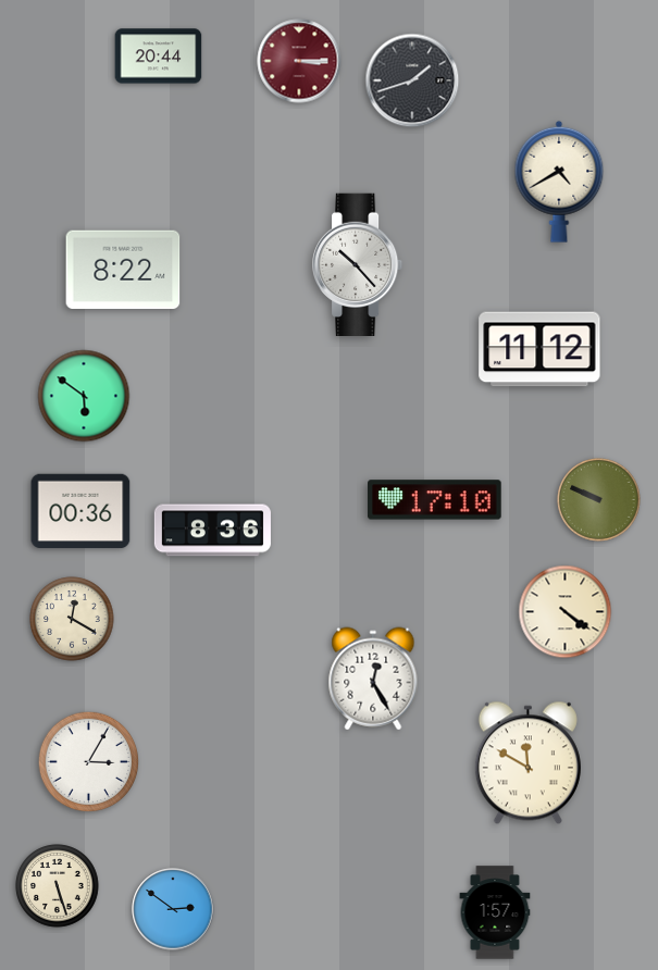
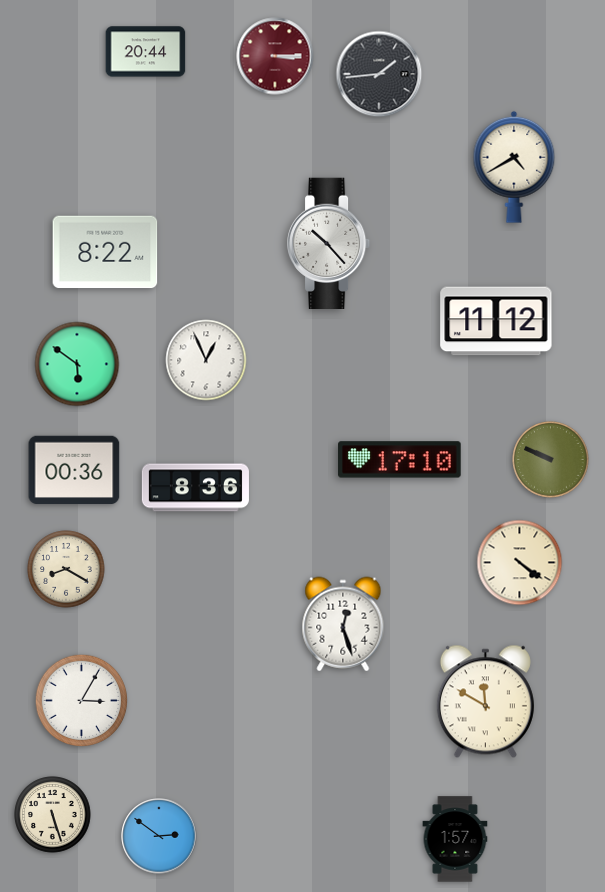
clock at (412, 80): 1:42 -> 1:44
clock at (123, 270) position: (123, 270) -> (105, 252)
clock at (206, 360): none -> 12:56
clock at (72, 619): 12:20 -> 8:20
clock at (373, 679): 12:25 -> 12:27
